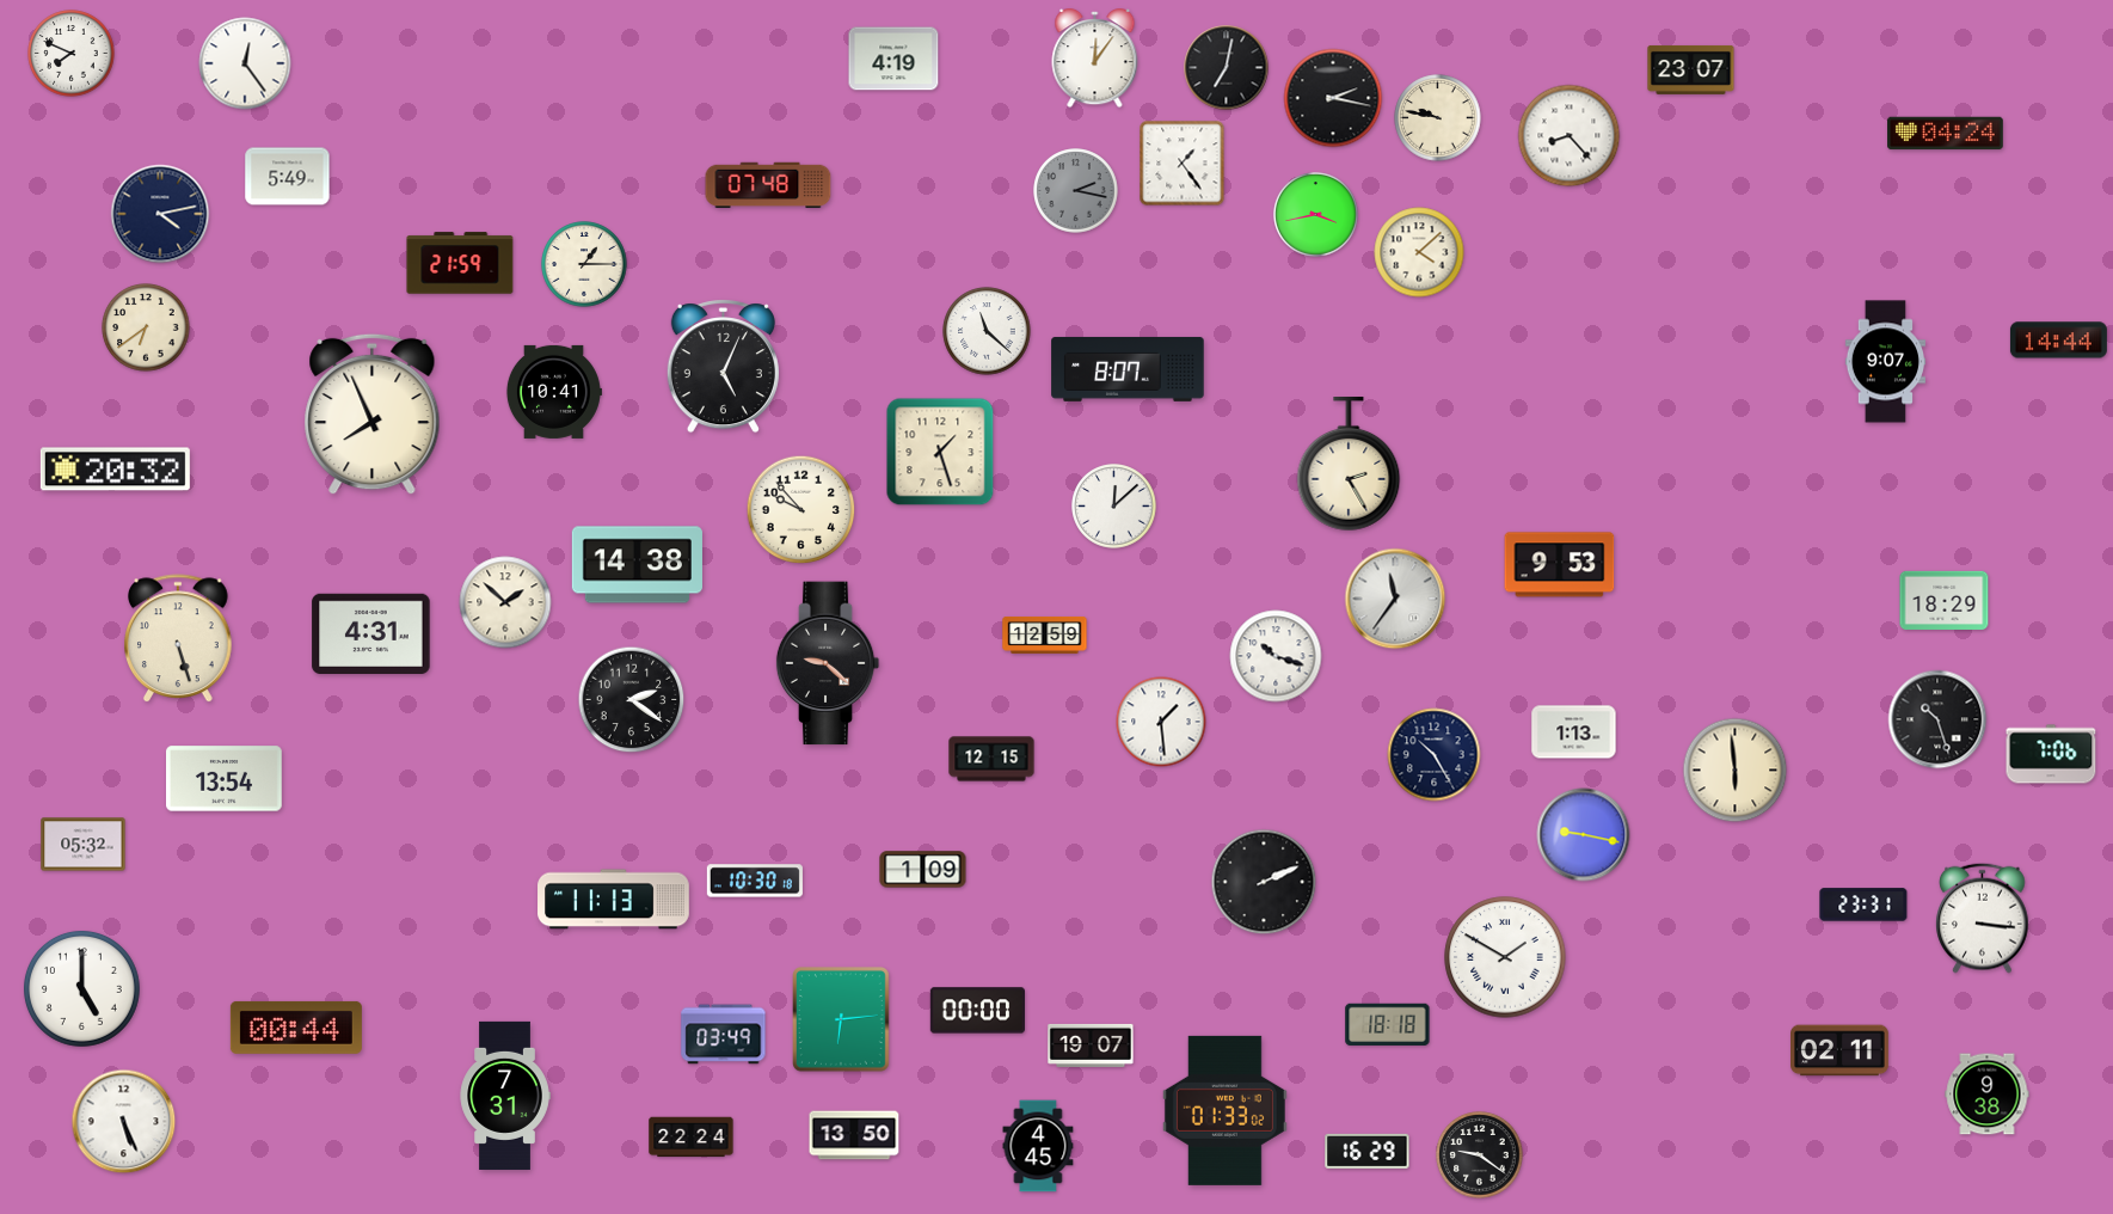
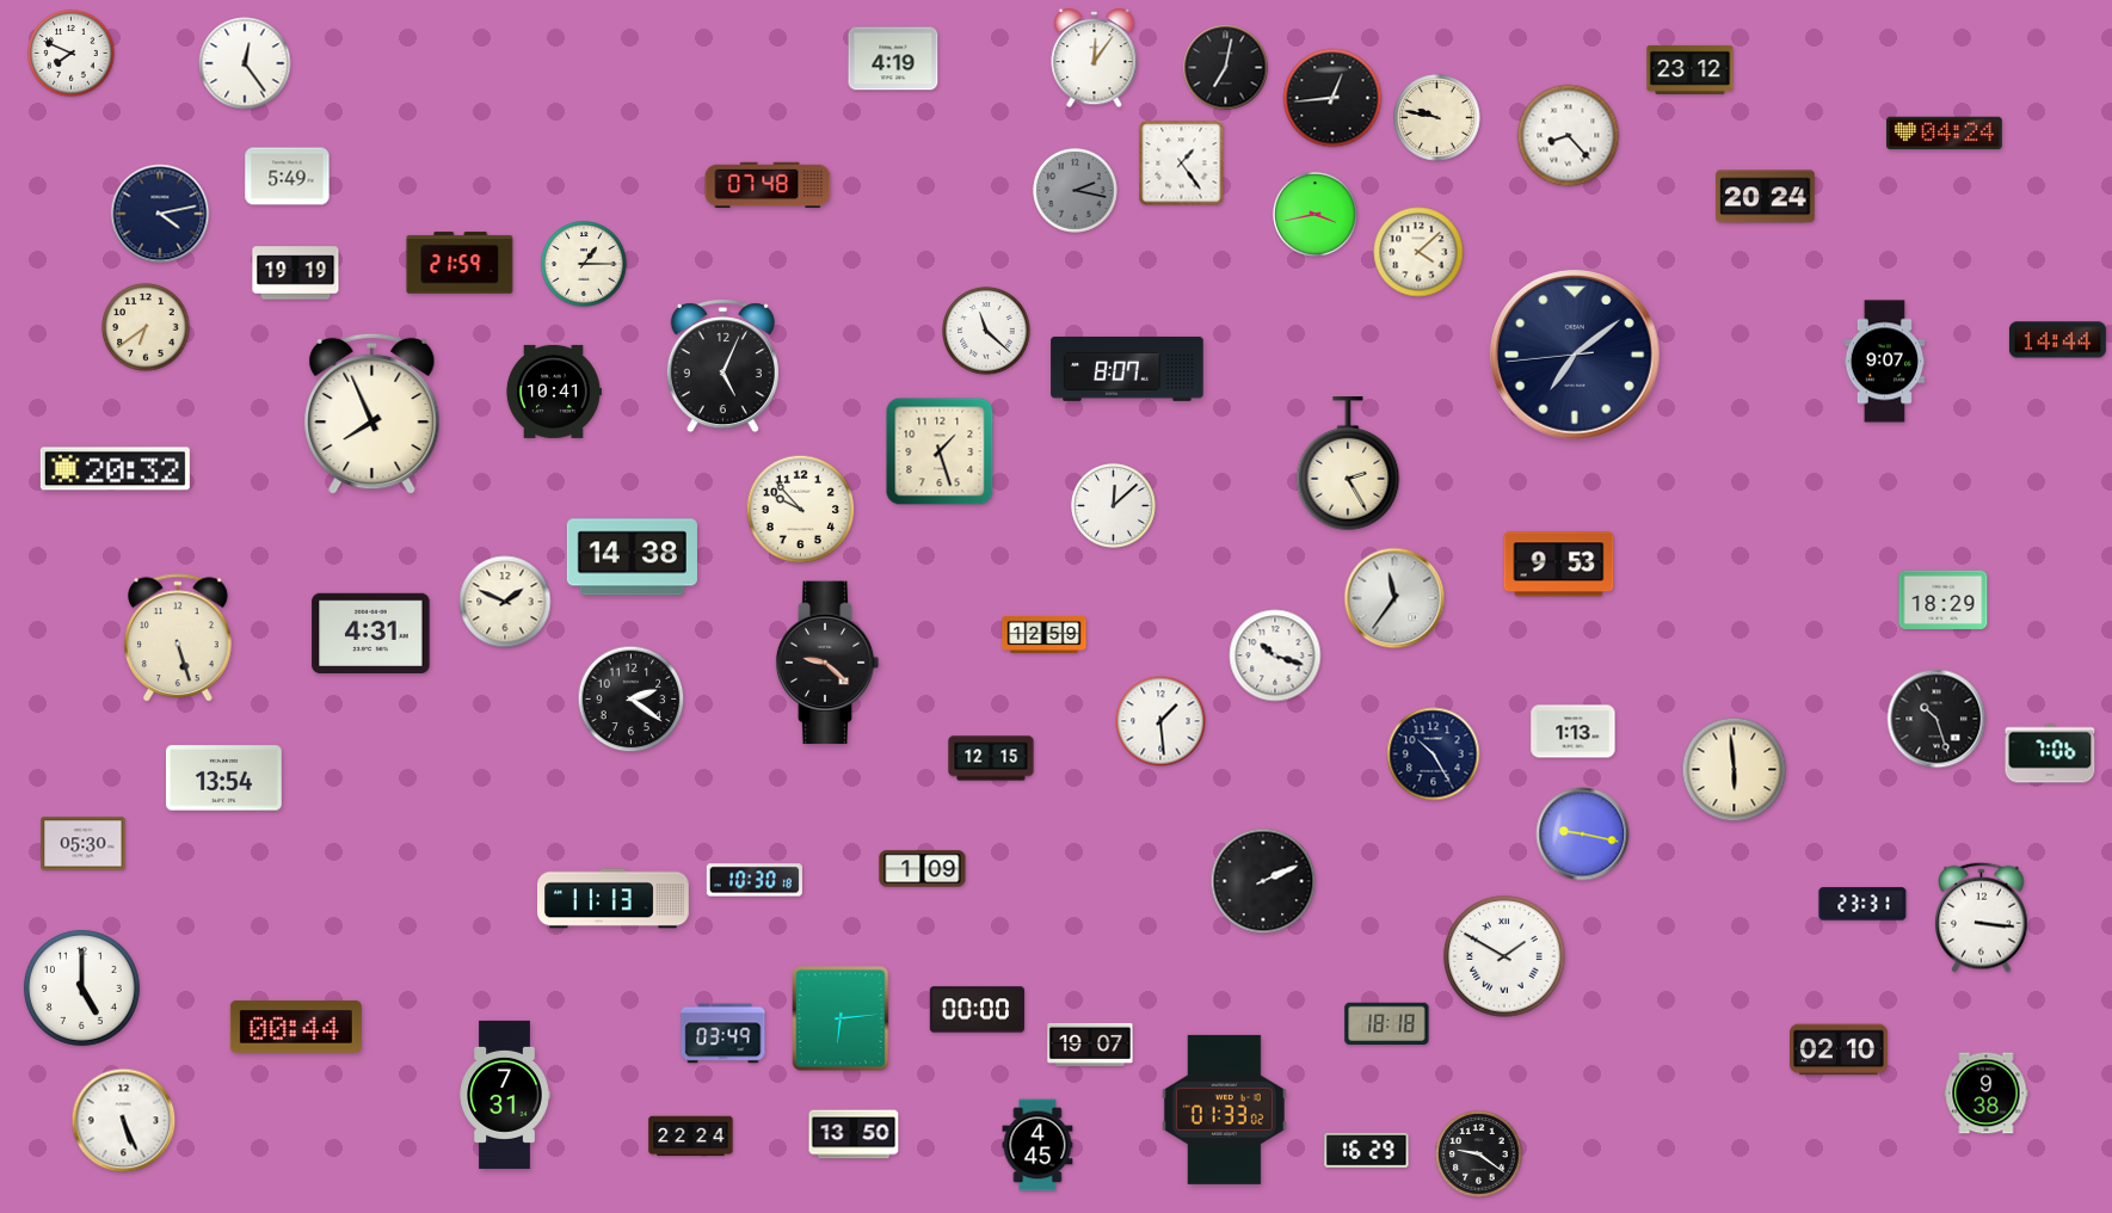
clock at (1691, 69): 23:07 -> 23:12
clock at (1333, 98): 2:17 -> 12:44
clock at (1766, 197): none -> 20:24
clock at (296, 273): none -> 19:19
clock at (1576, 356): none -> 7:08
clock at (637, 565) position: (637, 565) -> (632, 558)
clock at (505, 602): 1:52 -> 1:49
clock at (84, 845): 05:32 -> 05:30
clock at (1841, 1050): 02:11 -> 02:10
